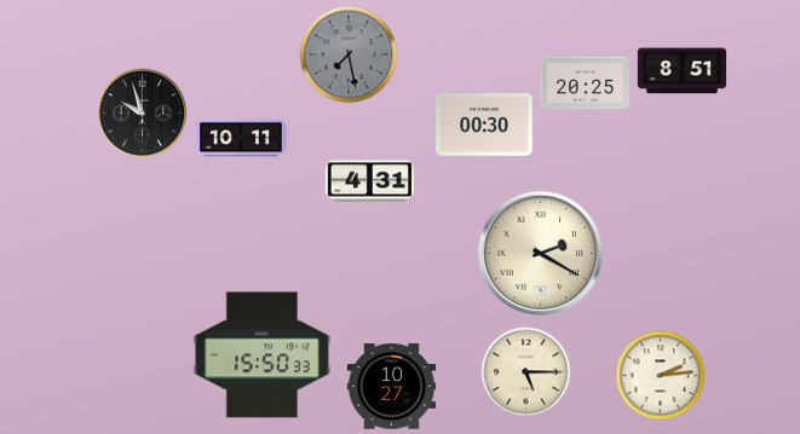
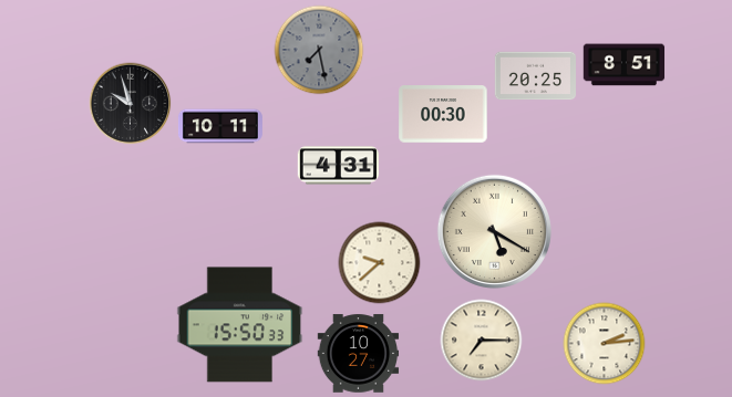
clock at (540, 253): 2:20 -> 5:20
clock at (380, 263): none -> 9:38
clock at (526, 372): 5:15 -> 7:15
